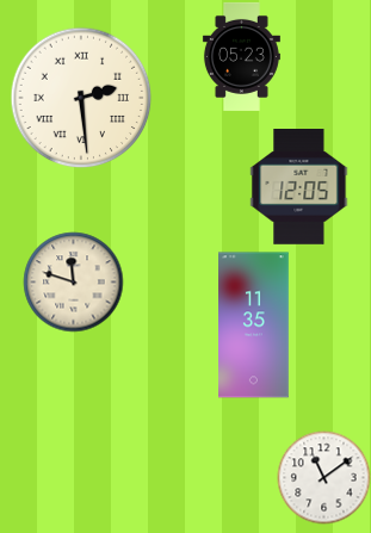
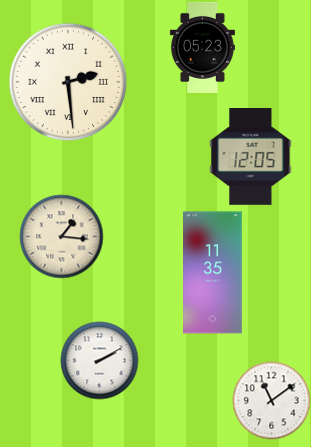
clock at (73, 281): 11:48 -> 1:16
clock at (99, 360): none -> 2:10
